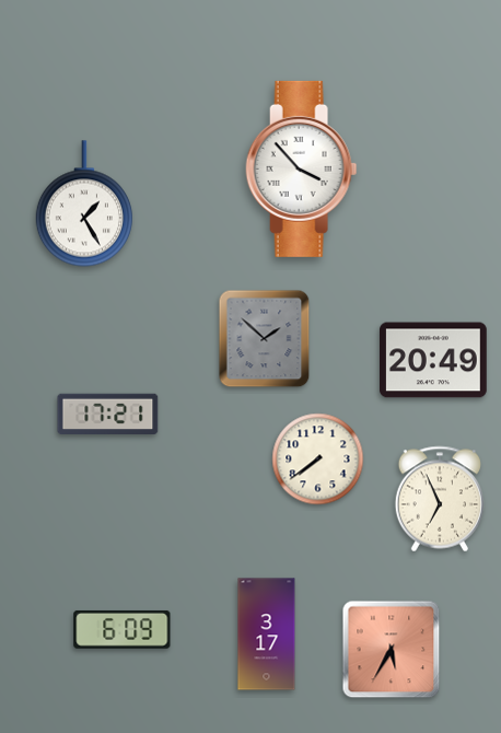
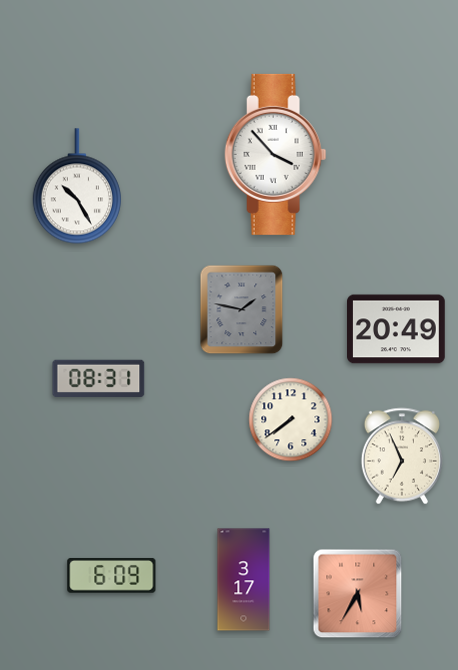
clock at (84, 203): 1:25 -> 10:25
clock at (265, 339): 1:52 -> 1:47
clock at (108, 414): 17:21 -> 08:31
